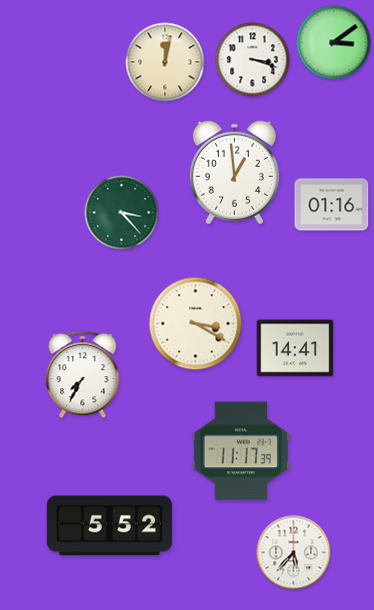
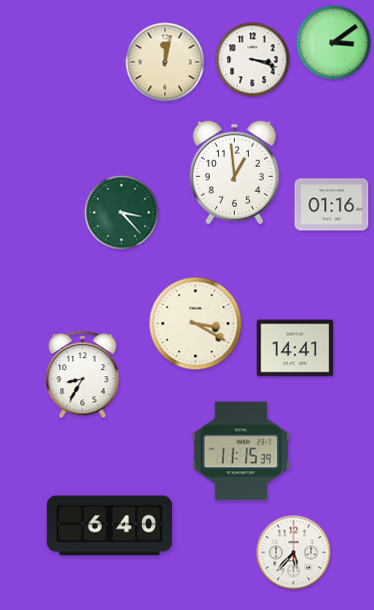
clock at (83, 375): 7:35 -> 8:35
clock at (240, 451): 11:17 -> 11:15
clock at (109, 526): 5:52 -> 6:40
